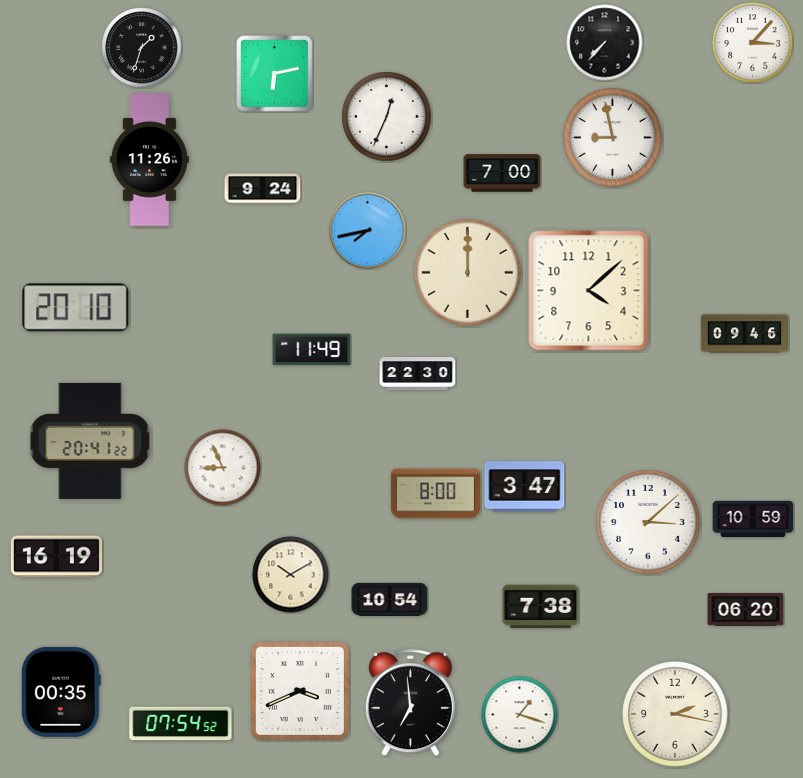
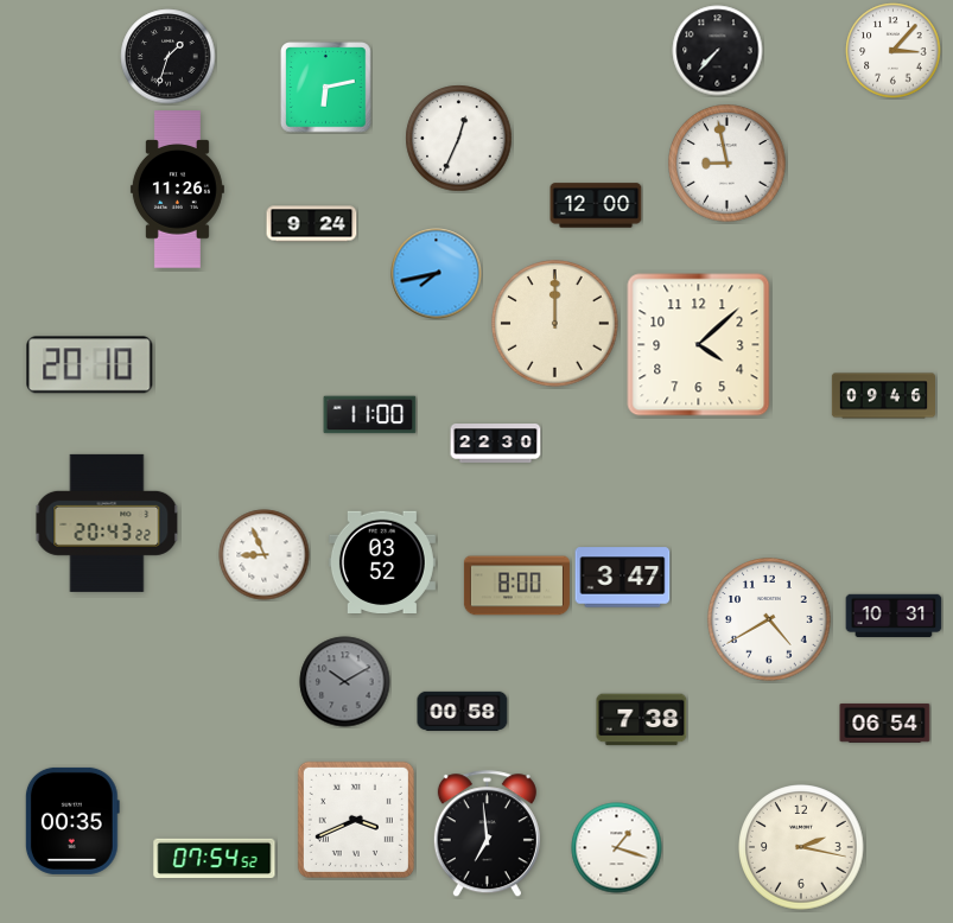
clock at (502, 173): 7:00 -> 12:00
clock at (312, 350): 11:49 -> 11:00
clock at (90, 441): 20:41 -> 20:43
clock at (382, 561): none -> 03:52
clock at (753, 519): 10:59 -> 10:31
clock at (648, 522): 3:08 -> 4:40
clock at (56, 557): 16:19 -> none
clock at (291, 575) dial: cream -> grey
clock at (390, 599): 10:54 -> 00:58
clock at (746, 609): 06:20 -> 06:54
